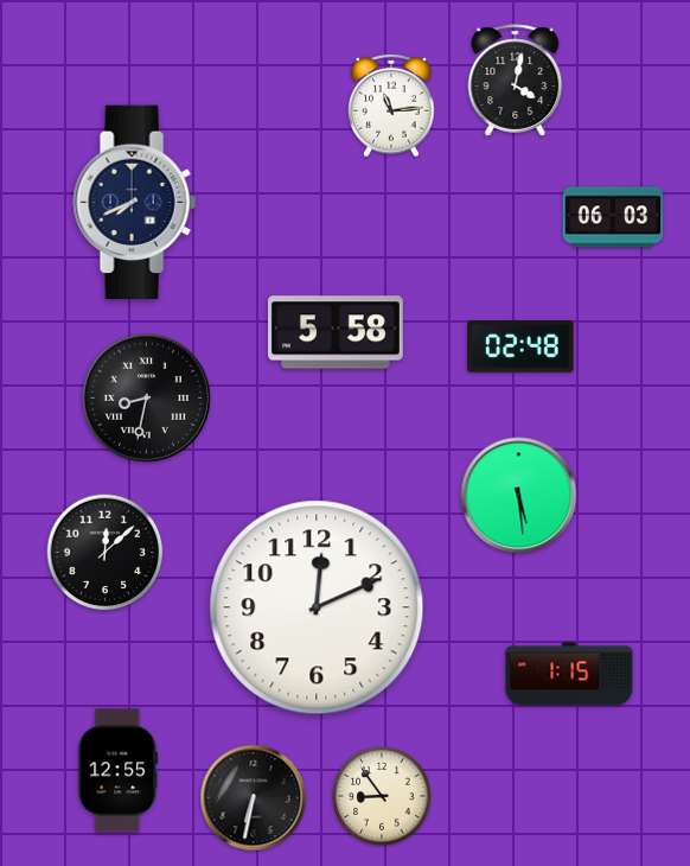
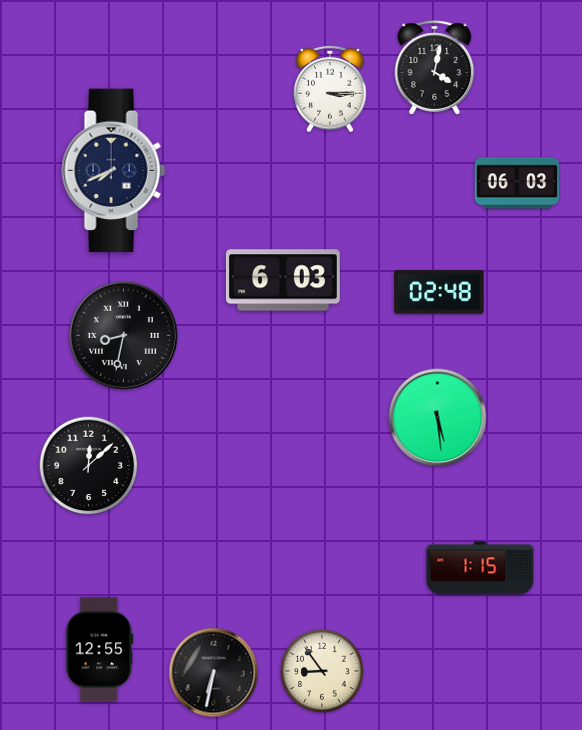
clock at (391, 106): 11:14 -> 3:15
clock at (336, 332): 5:58 -> 6:03
clock at (317, 607): 12:11 -> none
